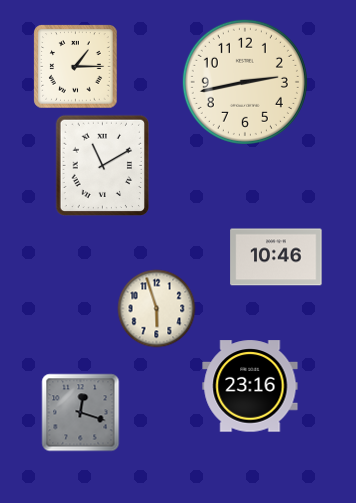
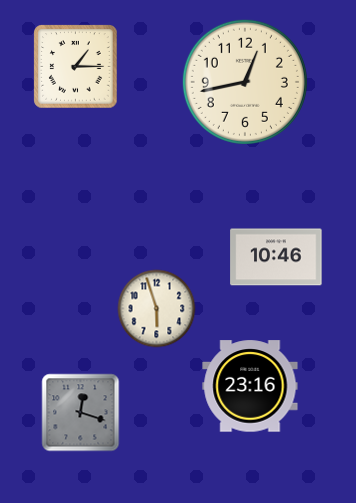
clock at (245, 82): 2:43 -> 12:43
clock at (103, 165): 11:10 -> none
